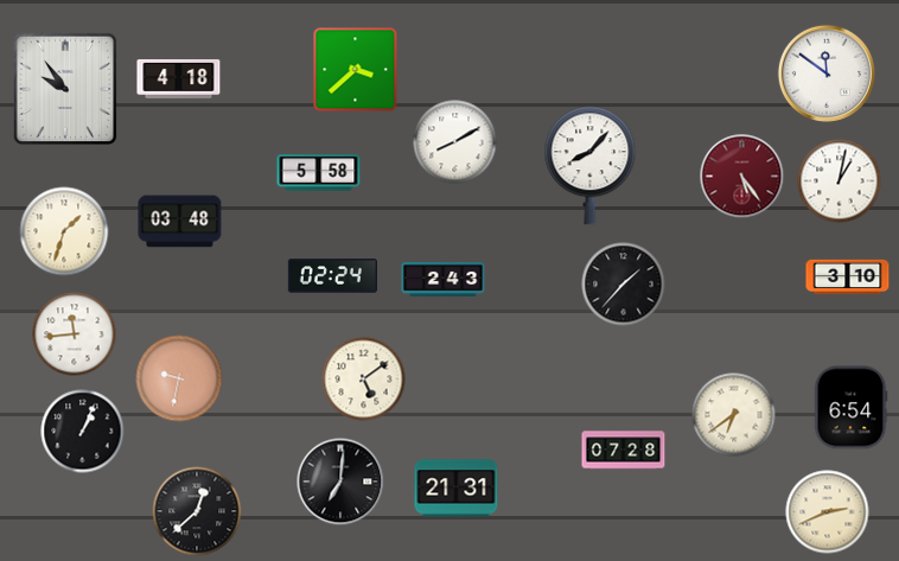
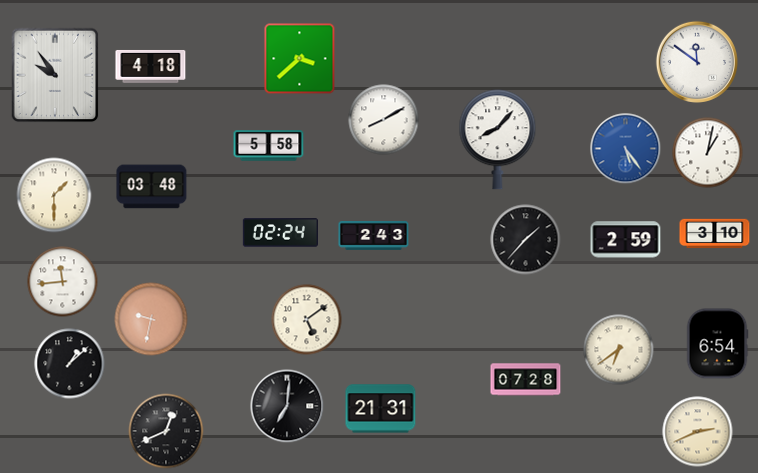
clock at (742, 177) dial: burgundy -> blue
clock at (64, 231): 1:33 -> 1:30
clock at (626, 240): none -> 2:59
clock at (83, 432): 1:04 -> 1:08
clock at (457, 489) position: (457, 489) -> (381, 409)
clock at (197, 511): 12:38 -> 12:41
